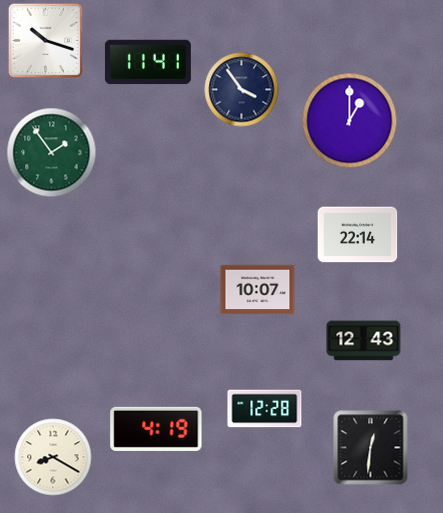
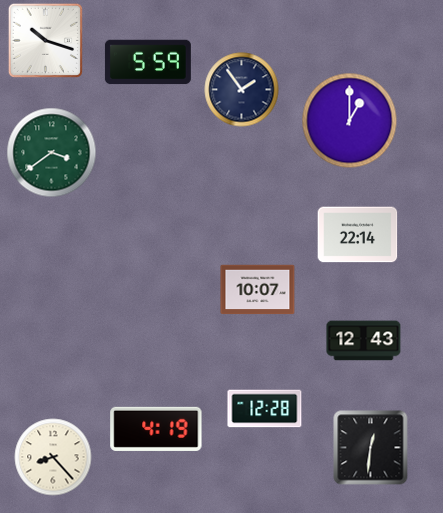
clock at (148, 62): 11:41 -> 5:59
clock at (242, 90): 3:54 -> 1:54
clock at (52, 153): 1:54 -> 3:39
clock at (53, 457): 8:20 -> 8:23
